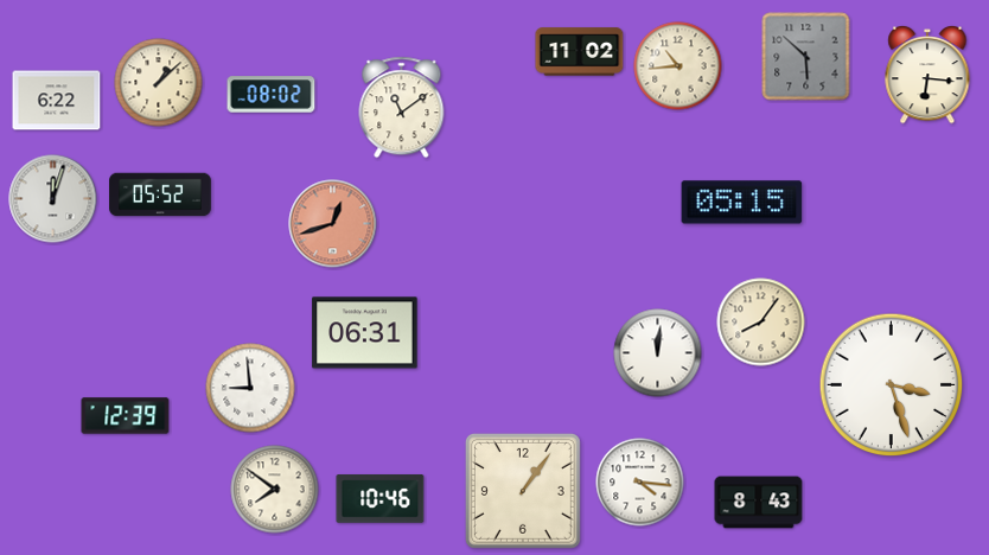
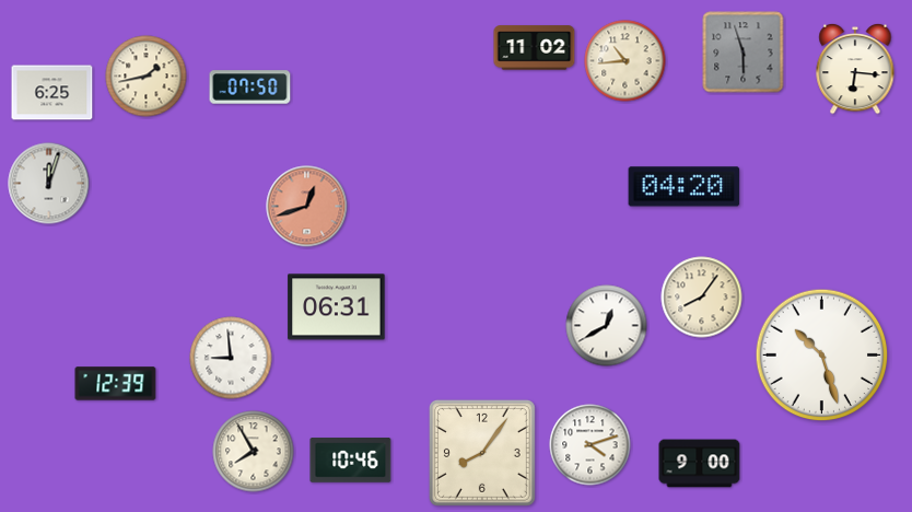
clock at (806, 57): 5:52 -> 5:57
clock at (159, 83): 1:08 -> 1:43
clock at (272, 95): 08:02 -> 07:50
clock at (57, 101): 6:22 -> 6:25
clock at (402, 108): 11:09 -> none
clock at (160, 194): 05:52 -> none
clock at (742, 203): 05:15 -> 04:20
clock at (658, 353): 12:01 -> 12:40
clock at (892, 385): 3:27 -> 10:27
clock at (640, 483): 4:16 -> 4:12
clock at (275, 490): 7:51 -> 7:55
clock at (523, 491): 1:06 -> 8:06
clock at (759, 503): 8:43 -> 9:00
